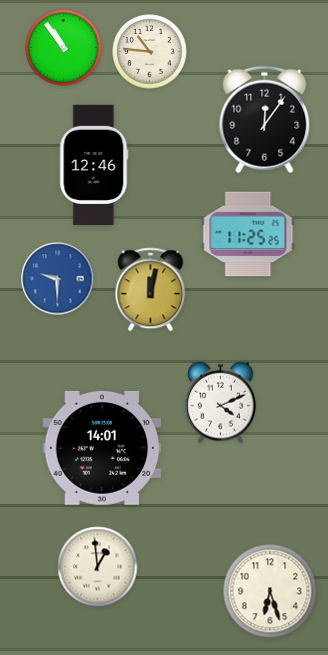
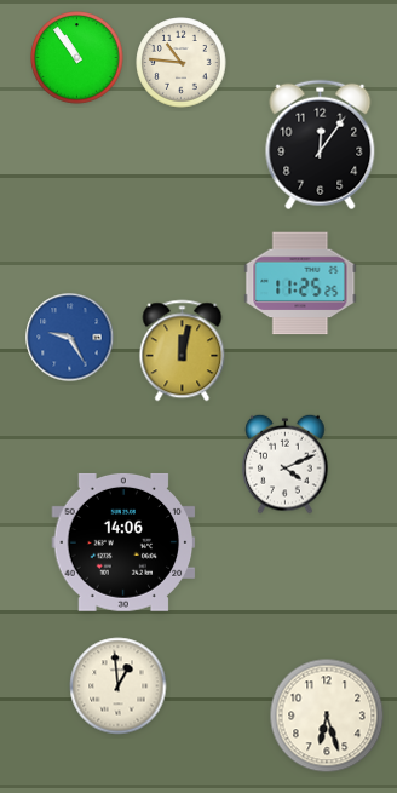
clock at (94, 164): 12:46 -> none
clock at (58, 279): 9:30 -> 9:25
clock at (221, 402) position: (221, 402) -> (286, 464)
clock at (102, 448): 14:01 -> 14:06
